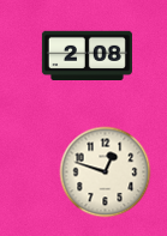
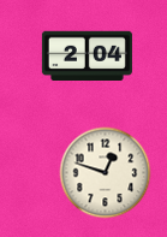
clock at (87, 56): 2:08 -> 2:04
